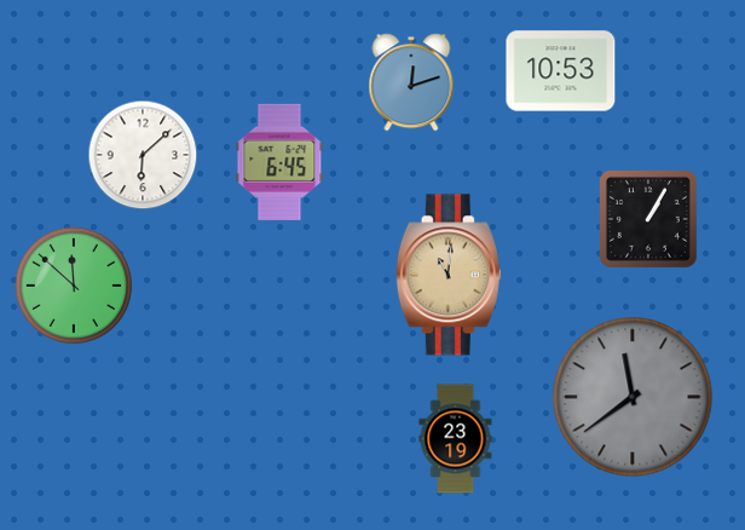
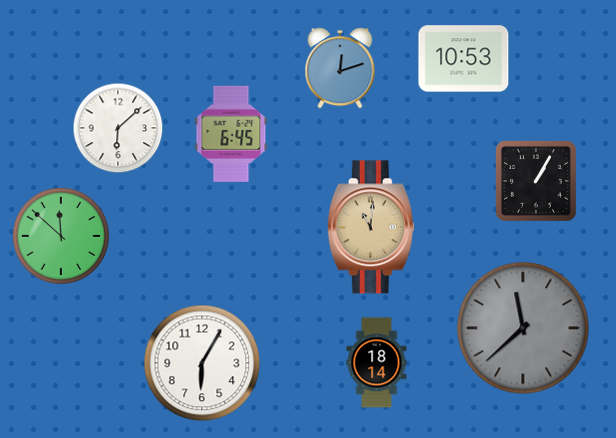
clock at (633, 397): 11:39 -> 11:38
clock at (202, 363): none -> 6:05
clock at (456, 439): 23:19 -> 18:14
